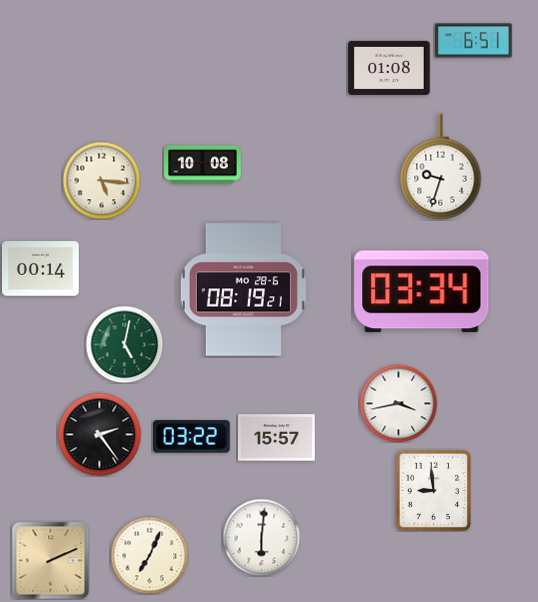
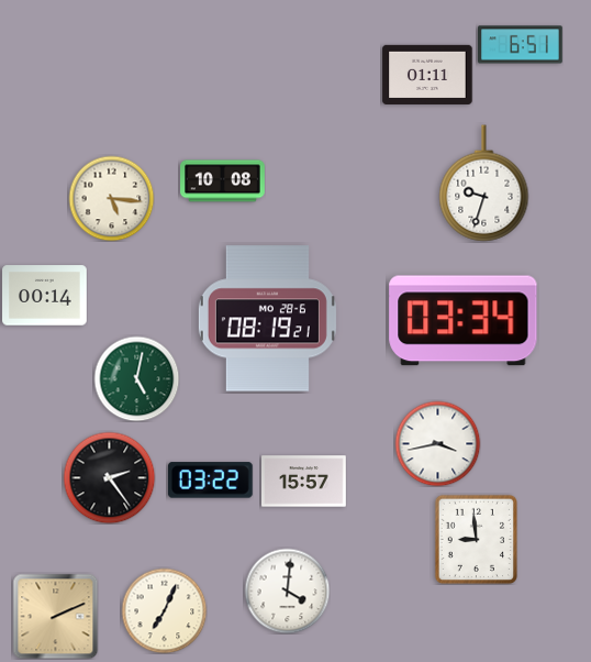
clock at (389, 68): 01:08 -> 01:11
clock at (261, 537): 6:01 -> 4:01
